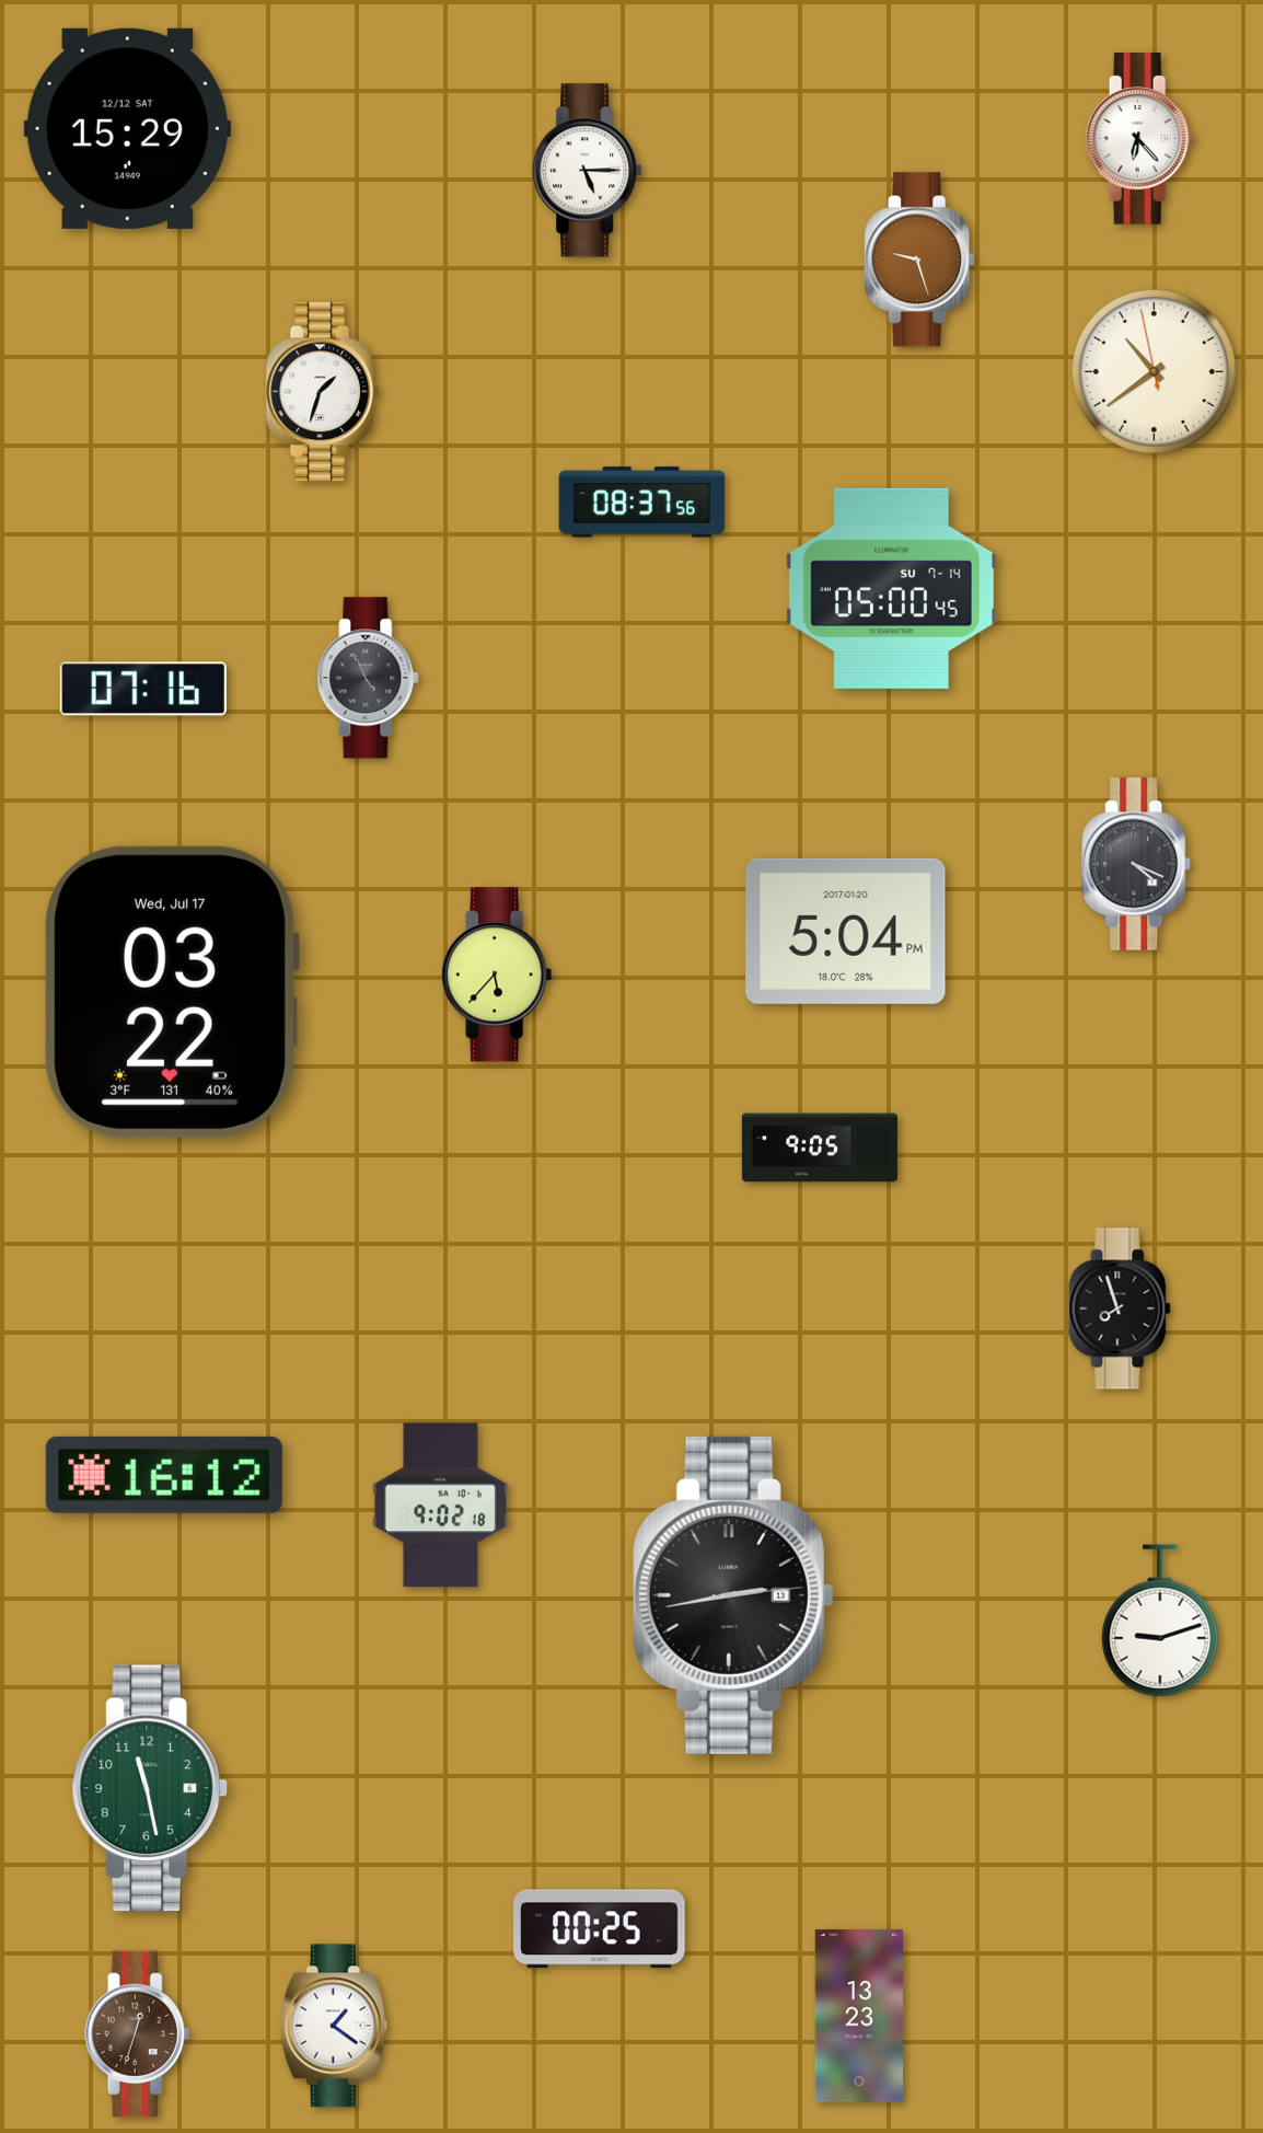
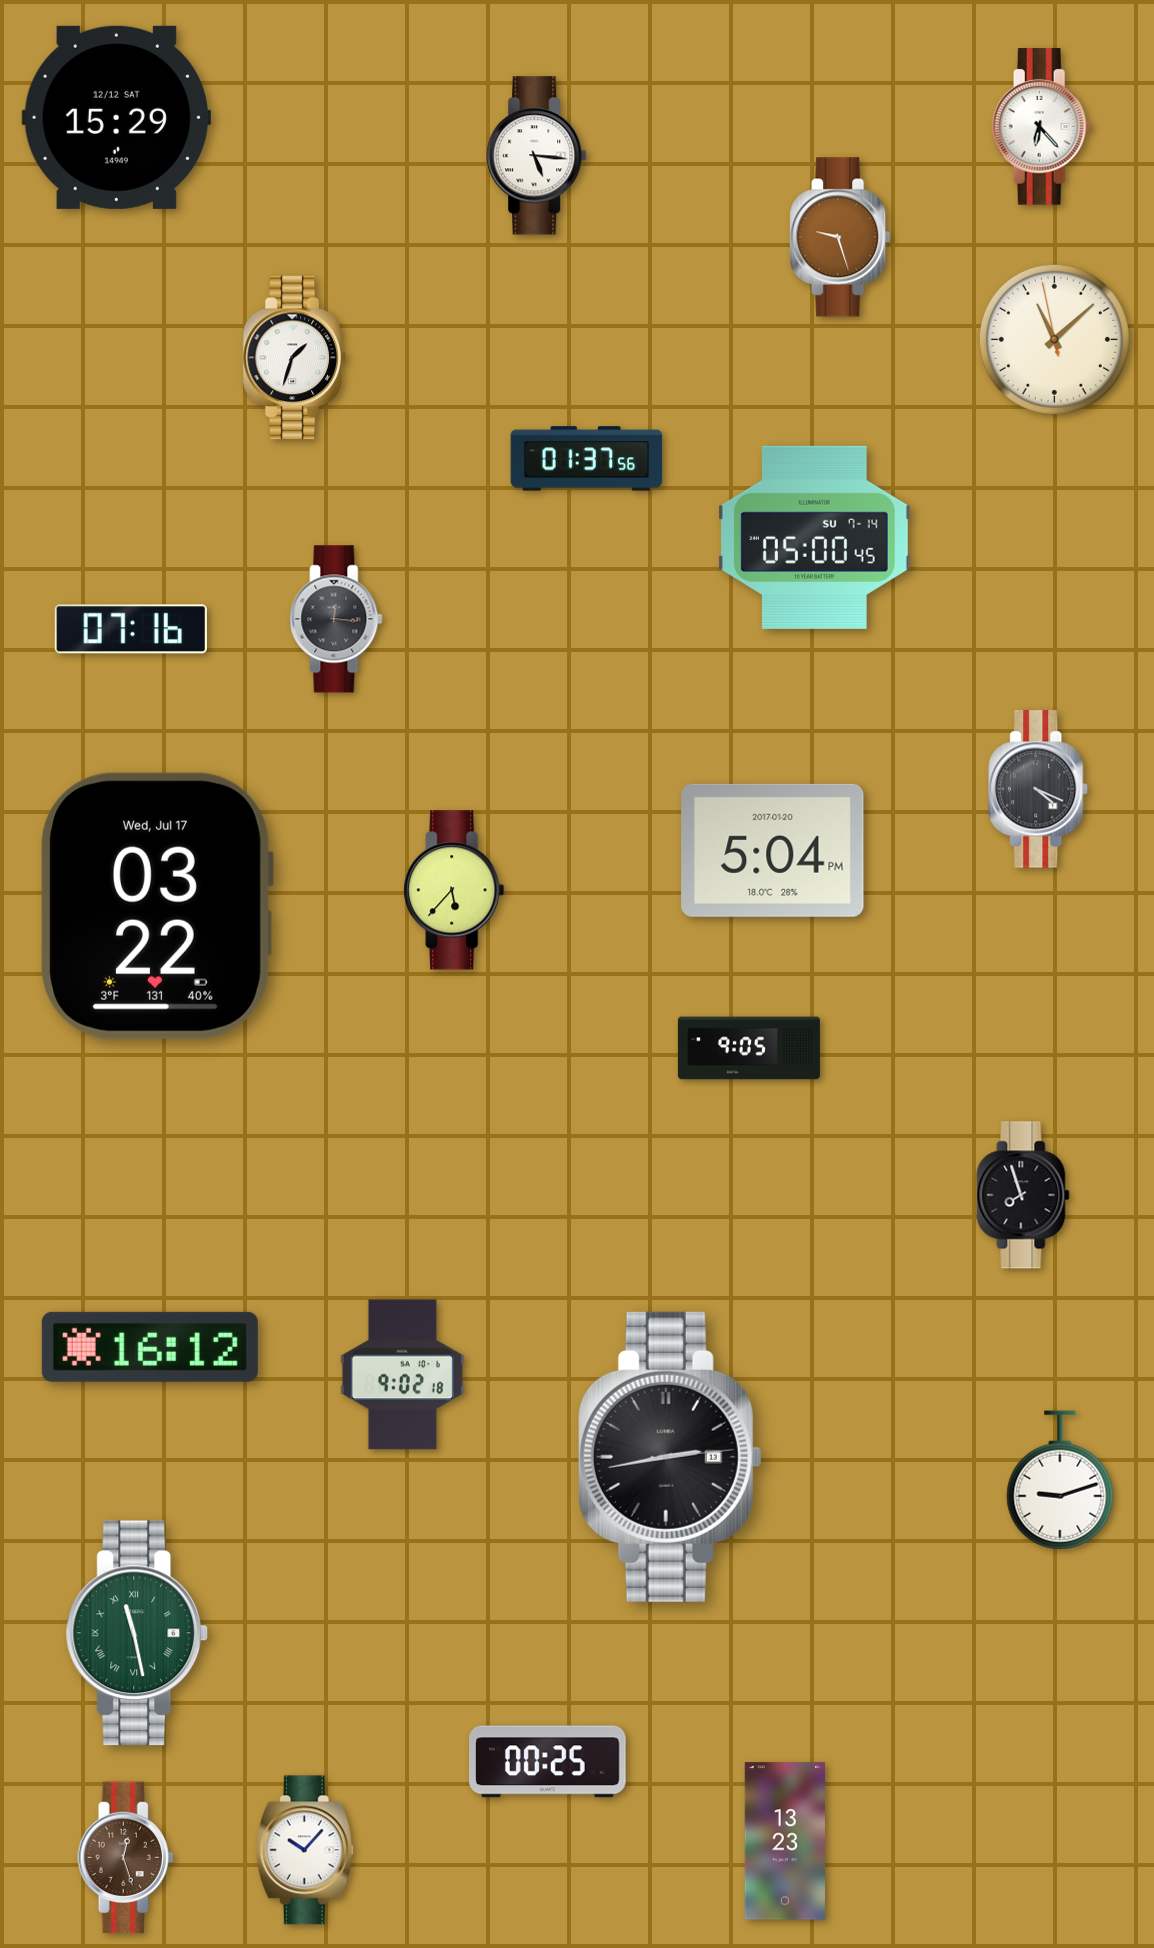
clock at (588, 171): 5:15 -> 5:16
clock at (1154, 371): 10:38 -> 11:07
clock at (642, 503): 08:37 -> 01:37
clock at (368, 678): 4:56 -> 12:16
clock at (150, 1788) numerals: Arabic -> Roman
clock at (334, 2026): 1:21 -> 10:07
clock at (138, 2034): 12:33 -> 12:27
